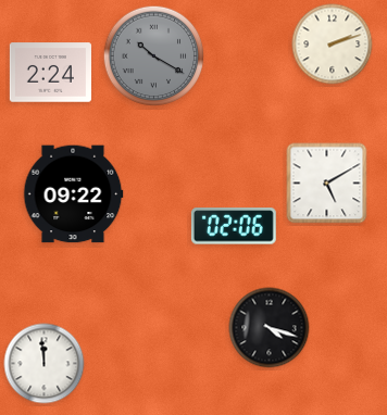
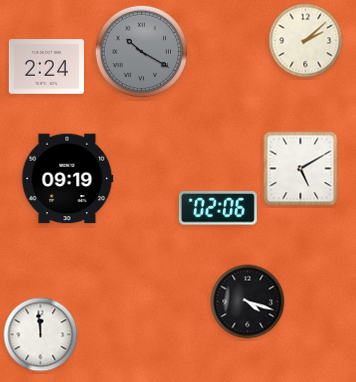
clock at (333, 45): 2:12 -> 2:08
clock at (73, 194): 09:22 -> 09:19
clock at (234, 226) position: (234, 226) -> (218, 208)
